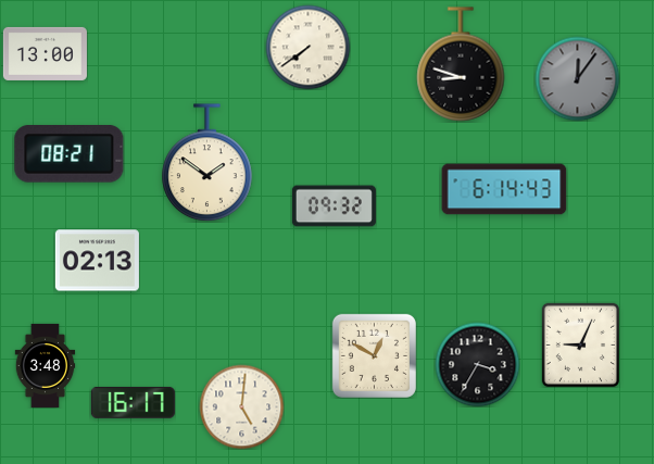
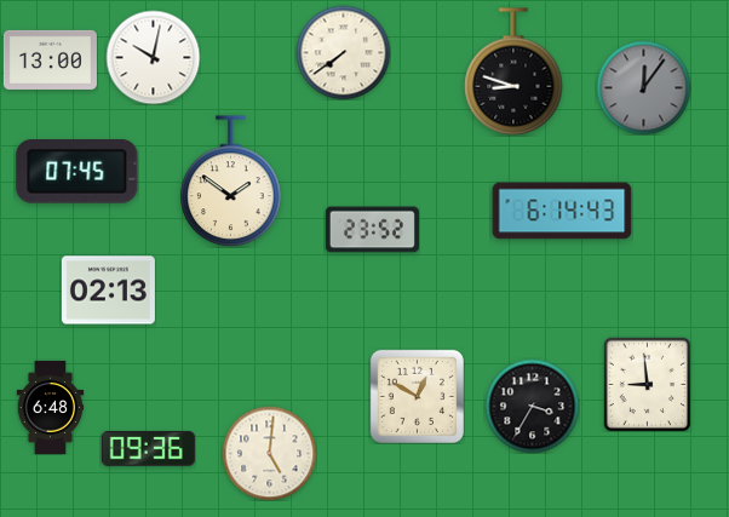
clock at (153, 57): none -> 10:02
clock at (70, 154): 08:21 -> 07:45
clock at (334, 206): 09:32 -> 23:52
clock at (580, 344): 9:04 -> 8:59
clock at (46, 365): 3:48 -> 6:48
clock at (133, 402): 16:17 -> 09:36
